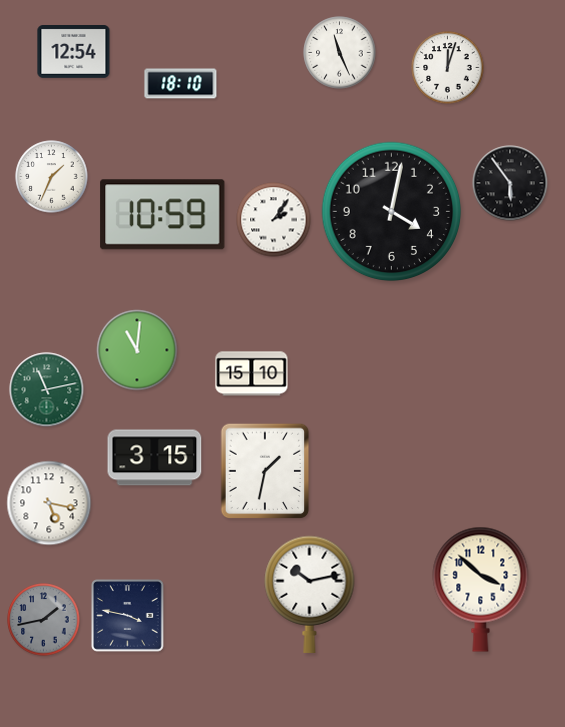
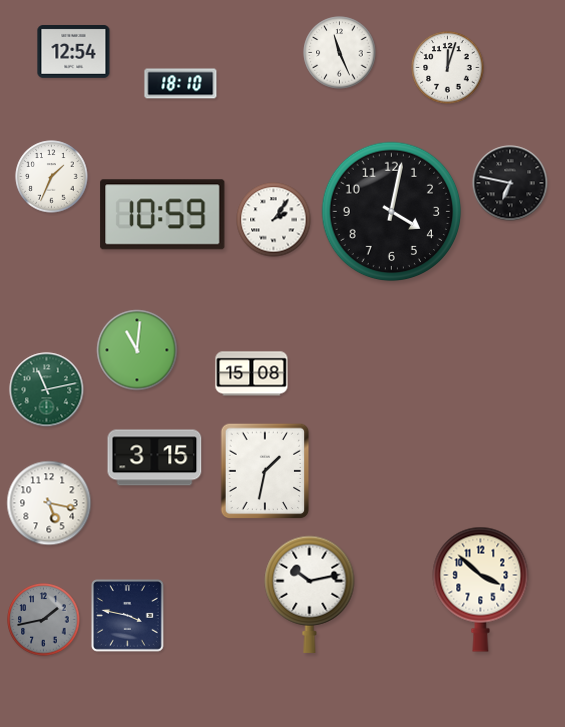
clock at (510, 183): 5:54 -> 6:47
clock at (252, 374): 15:10 -> 15:08
